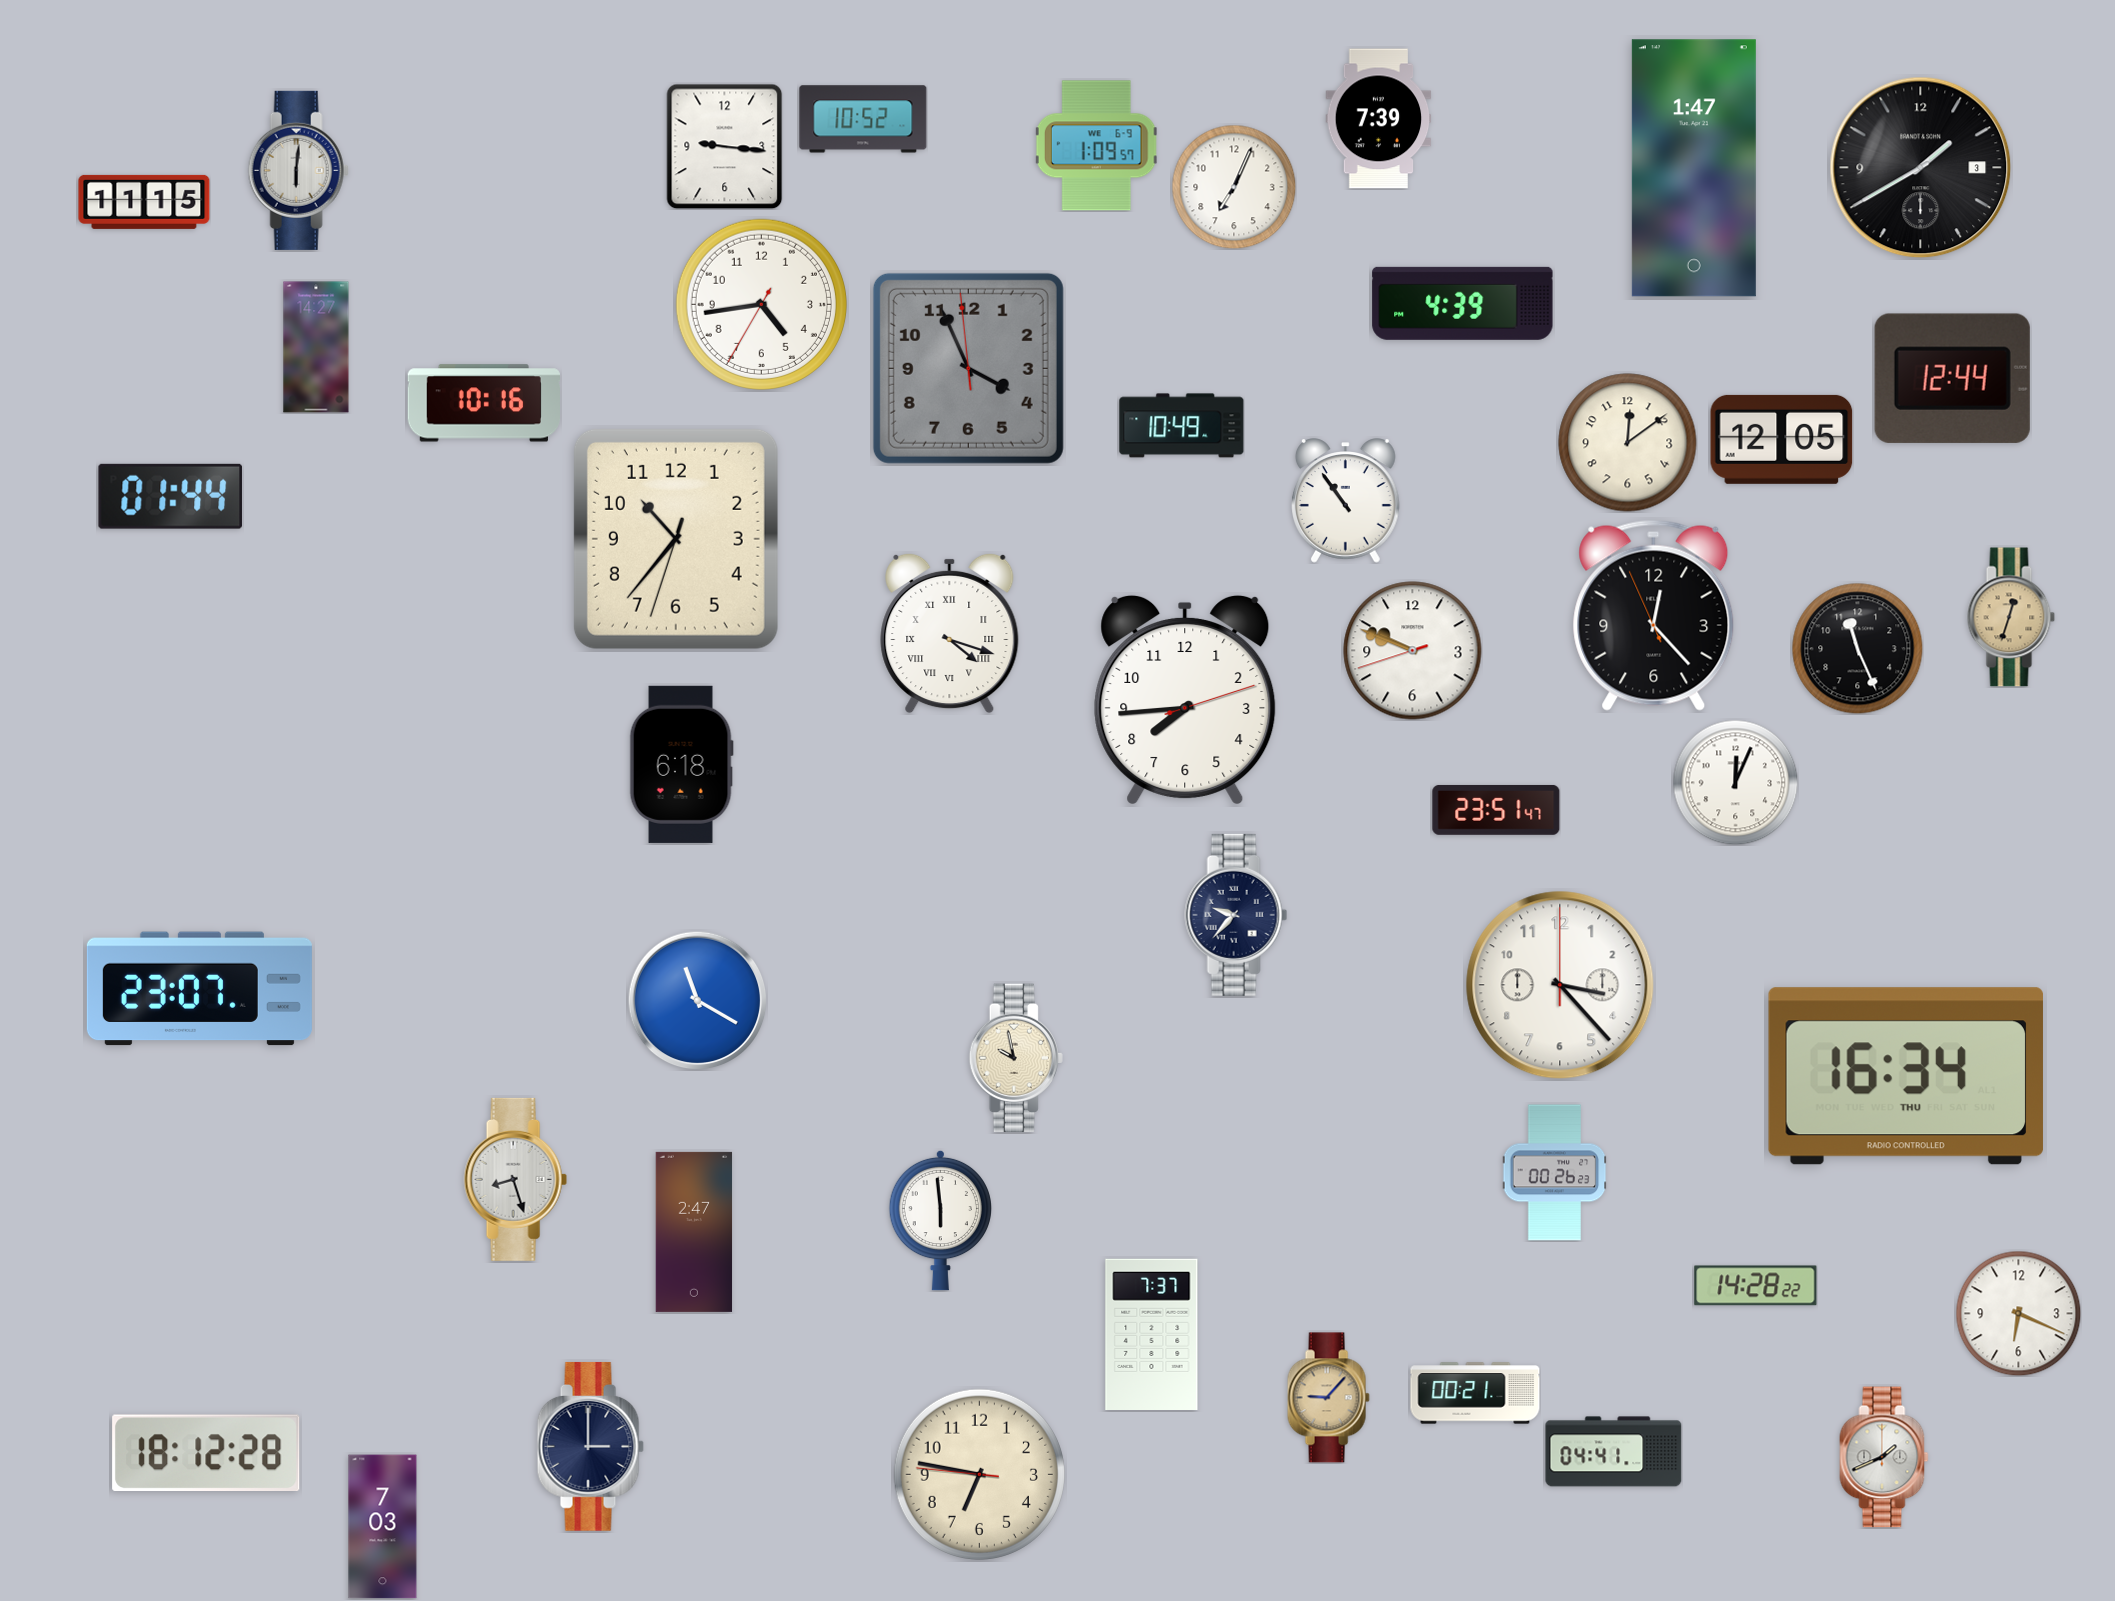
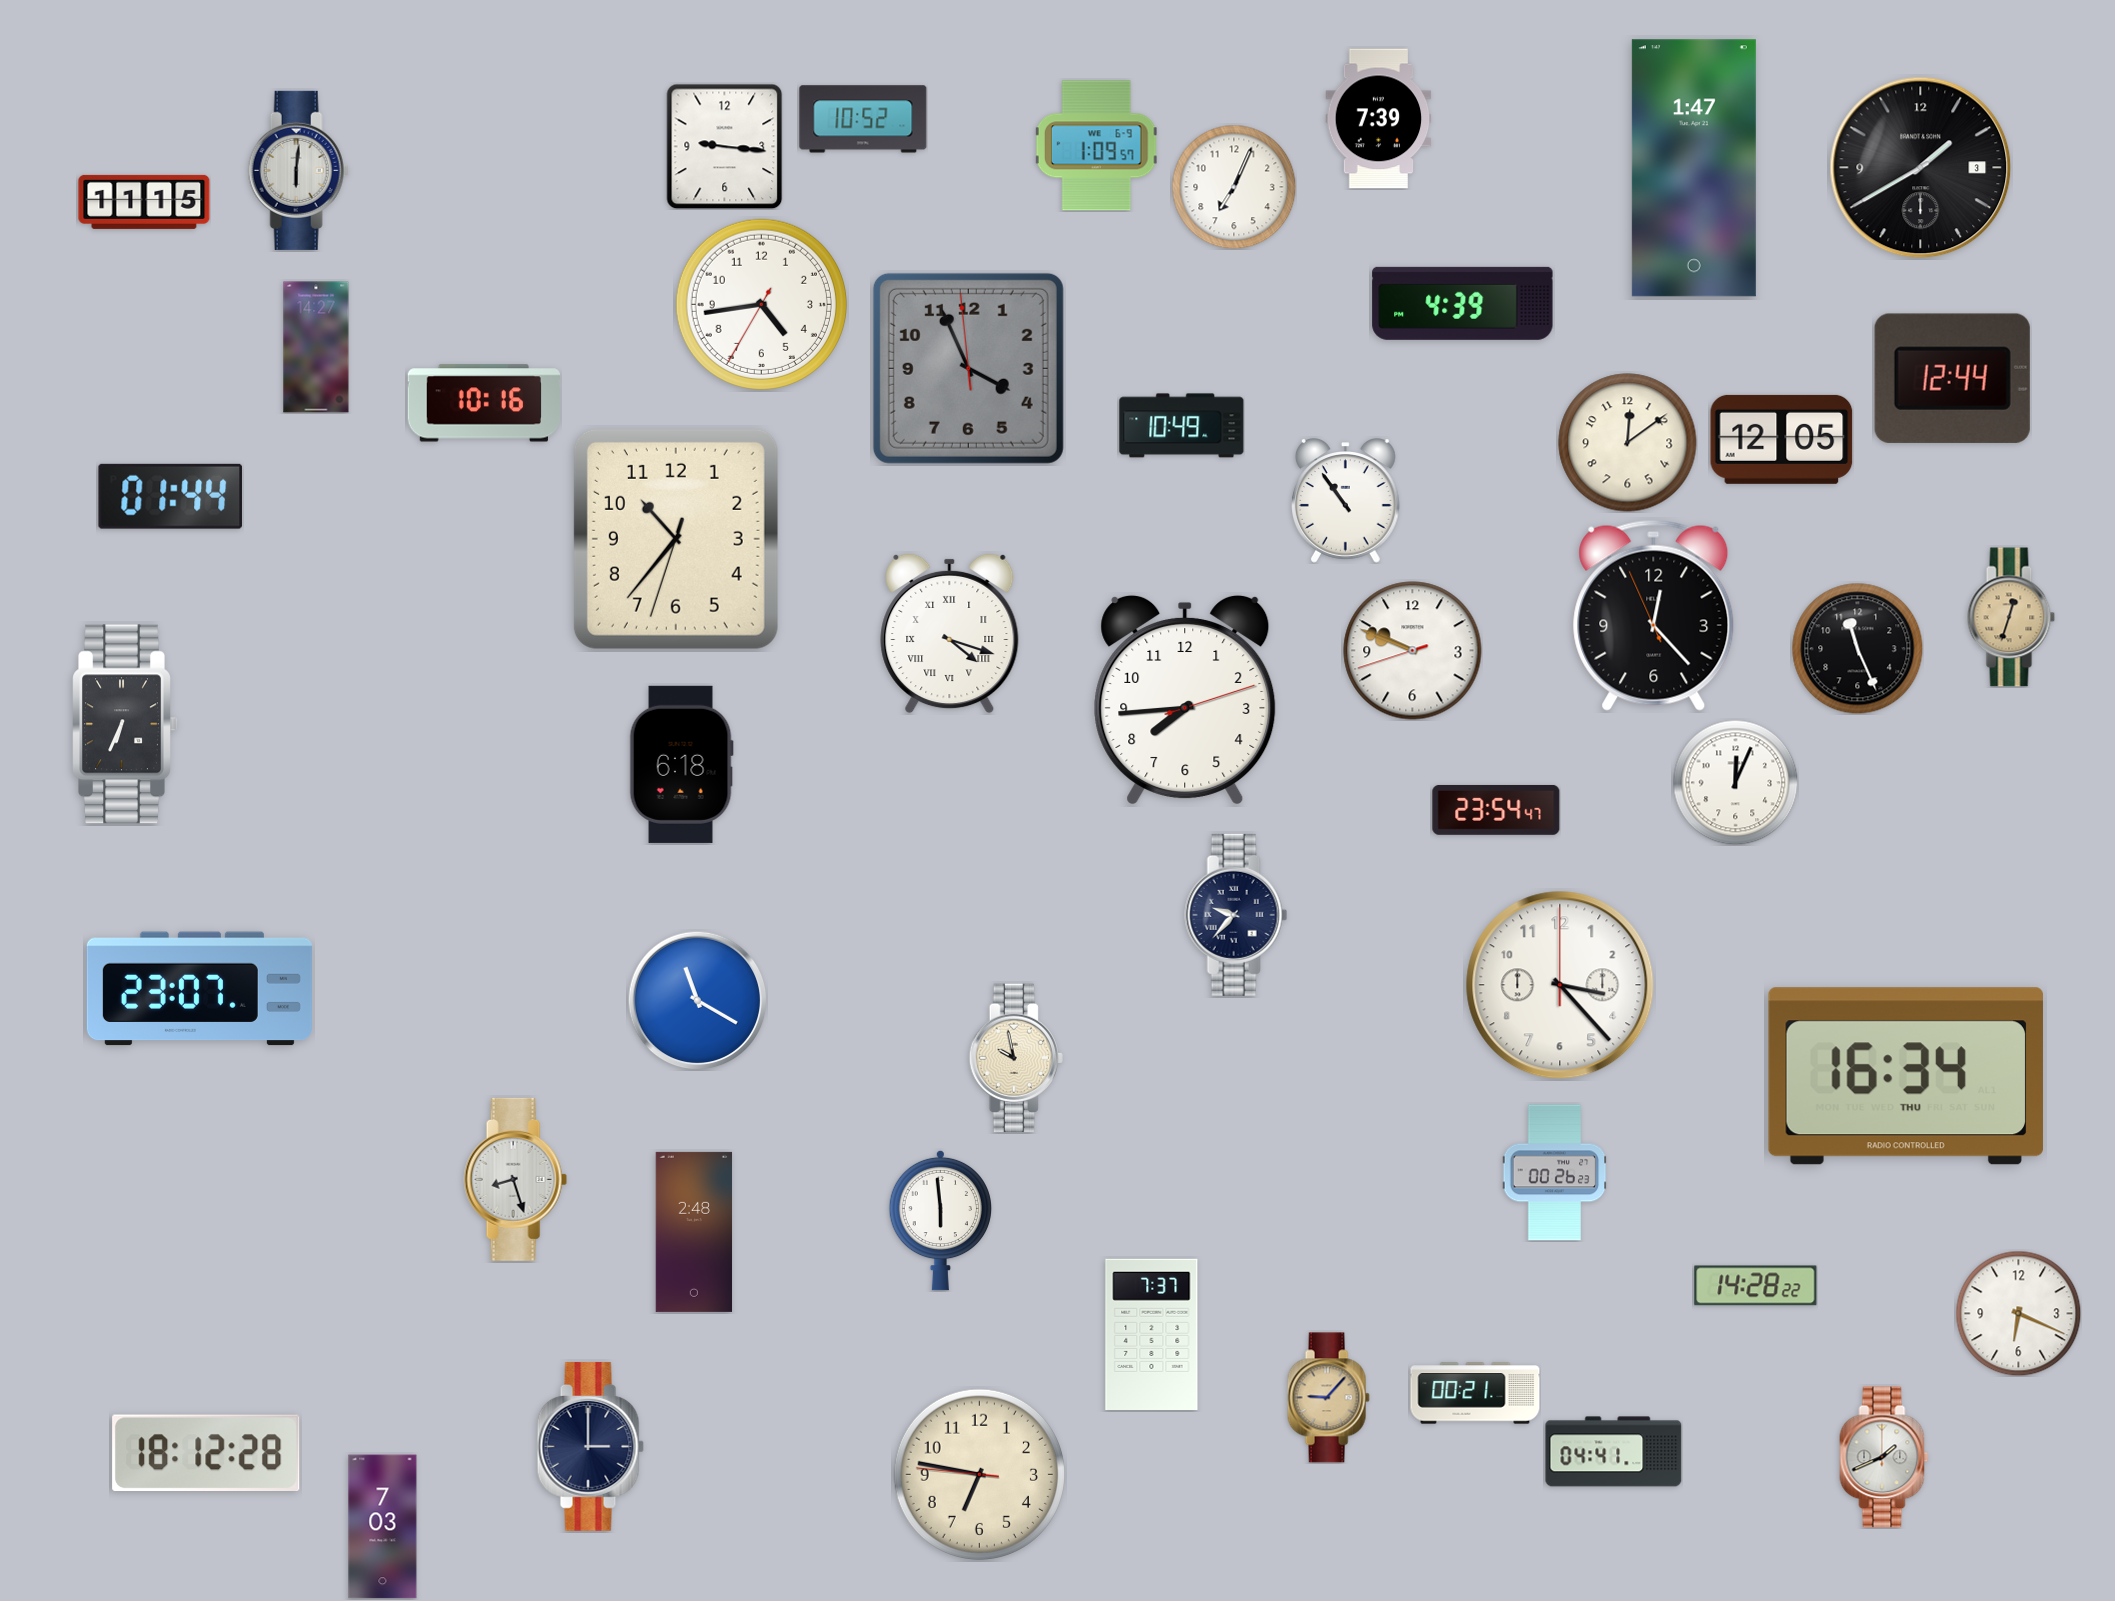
clock at (125, 724): none -> 6:34
clock at (1496, 810): 23:51 -> 23:54
clock at (694, 1232): 2:47 -> 2:48
